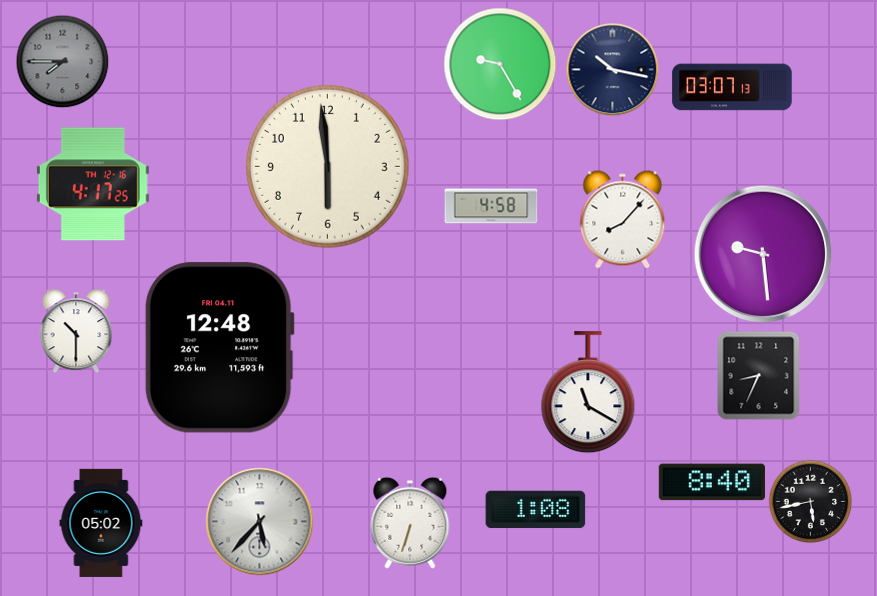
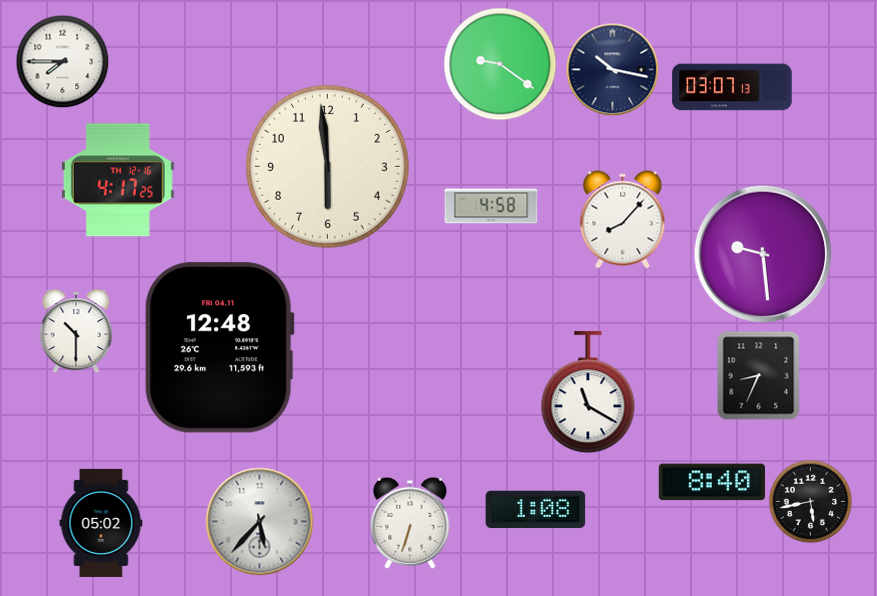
clock at (62, 61) dial: grey -> white
clock at (500, 64): 9:25 -> 9:21
clock at (93, 184) position: (93, 184) -> (118, 180)
